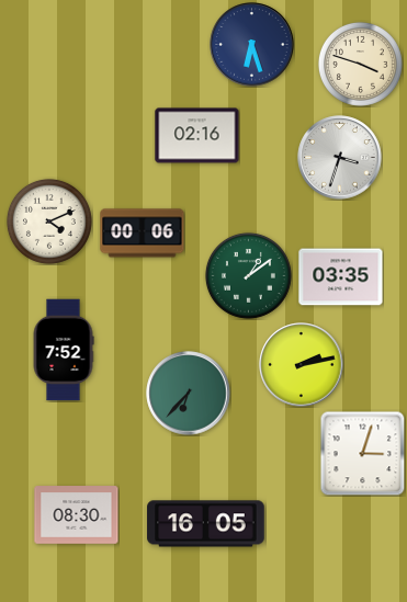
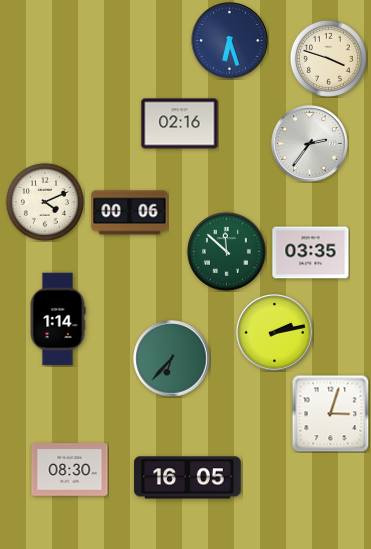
clock at (340, 158): 3:33 -> 2:36
clock at (248, 275): 1:09 -> 11:52
clock at (64, 350): 7:52 -> 1:14
